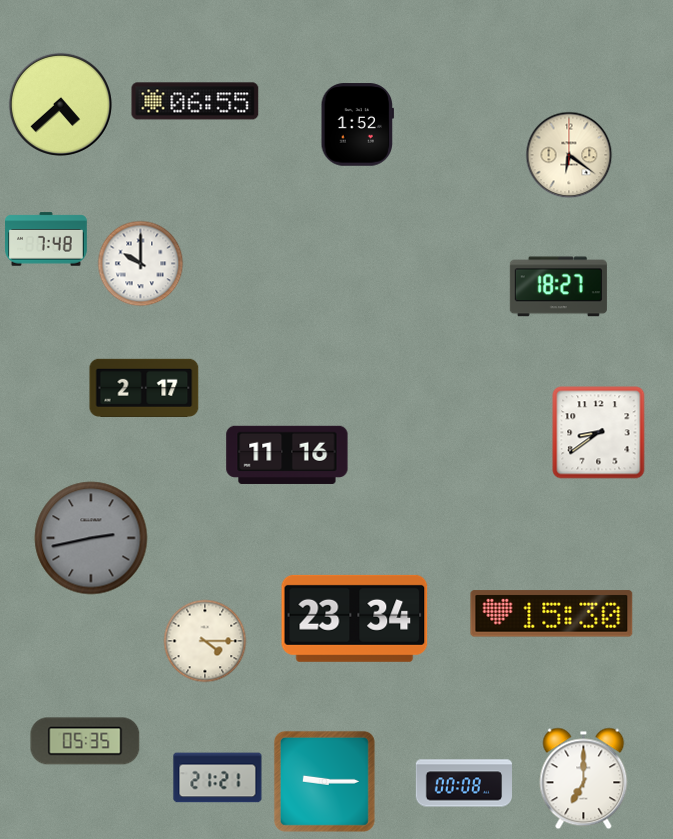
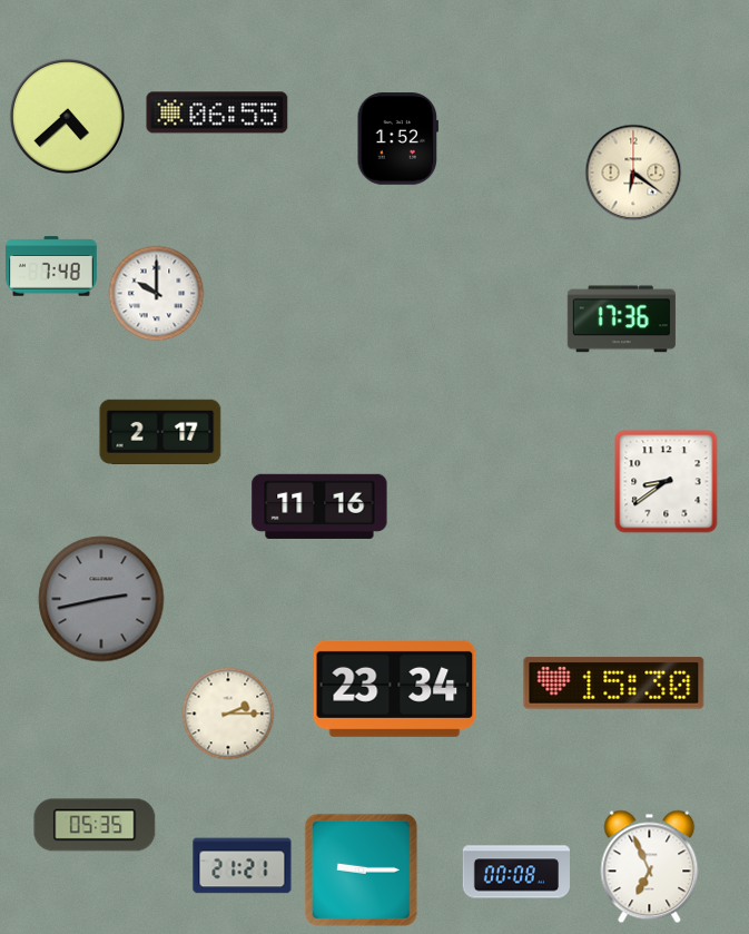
clock at (558, 287): 18:27 -> 17:36
clock at (205, 641): 4:15 -> 2:15
clock at (584, 779): 7:00 -> 6:56
